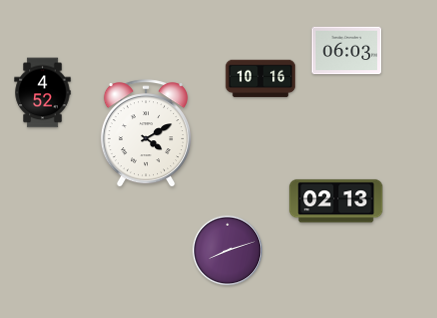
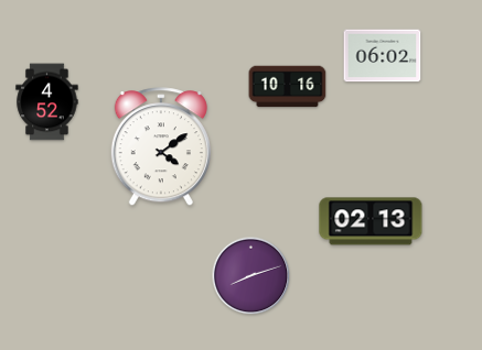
clock at (347, 51): 06:03 -> 06:02
clock at (146, 134): 4:10 -> 4:09
